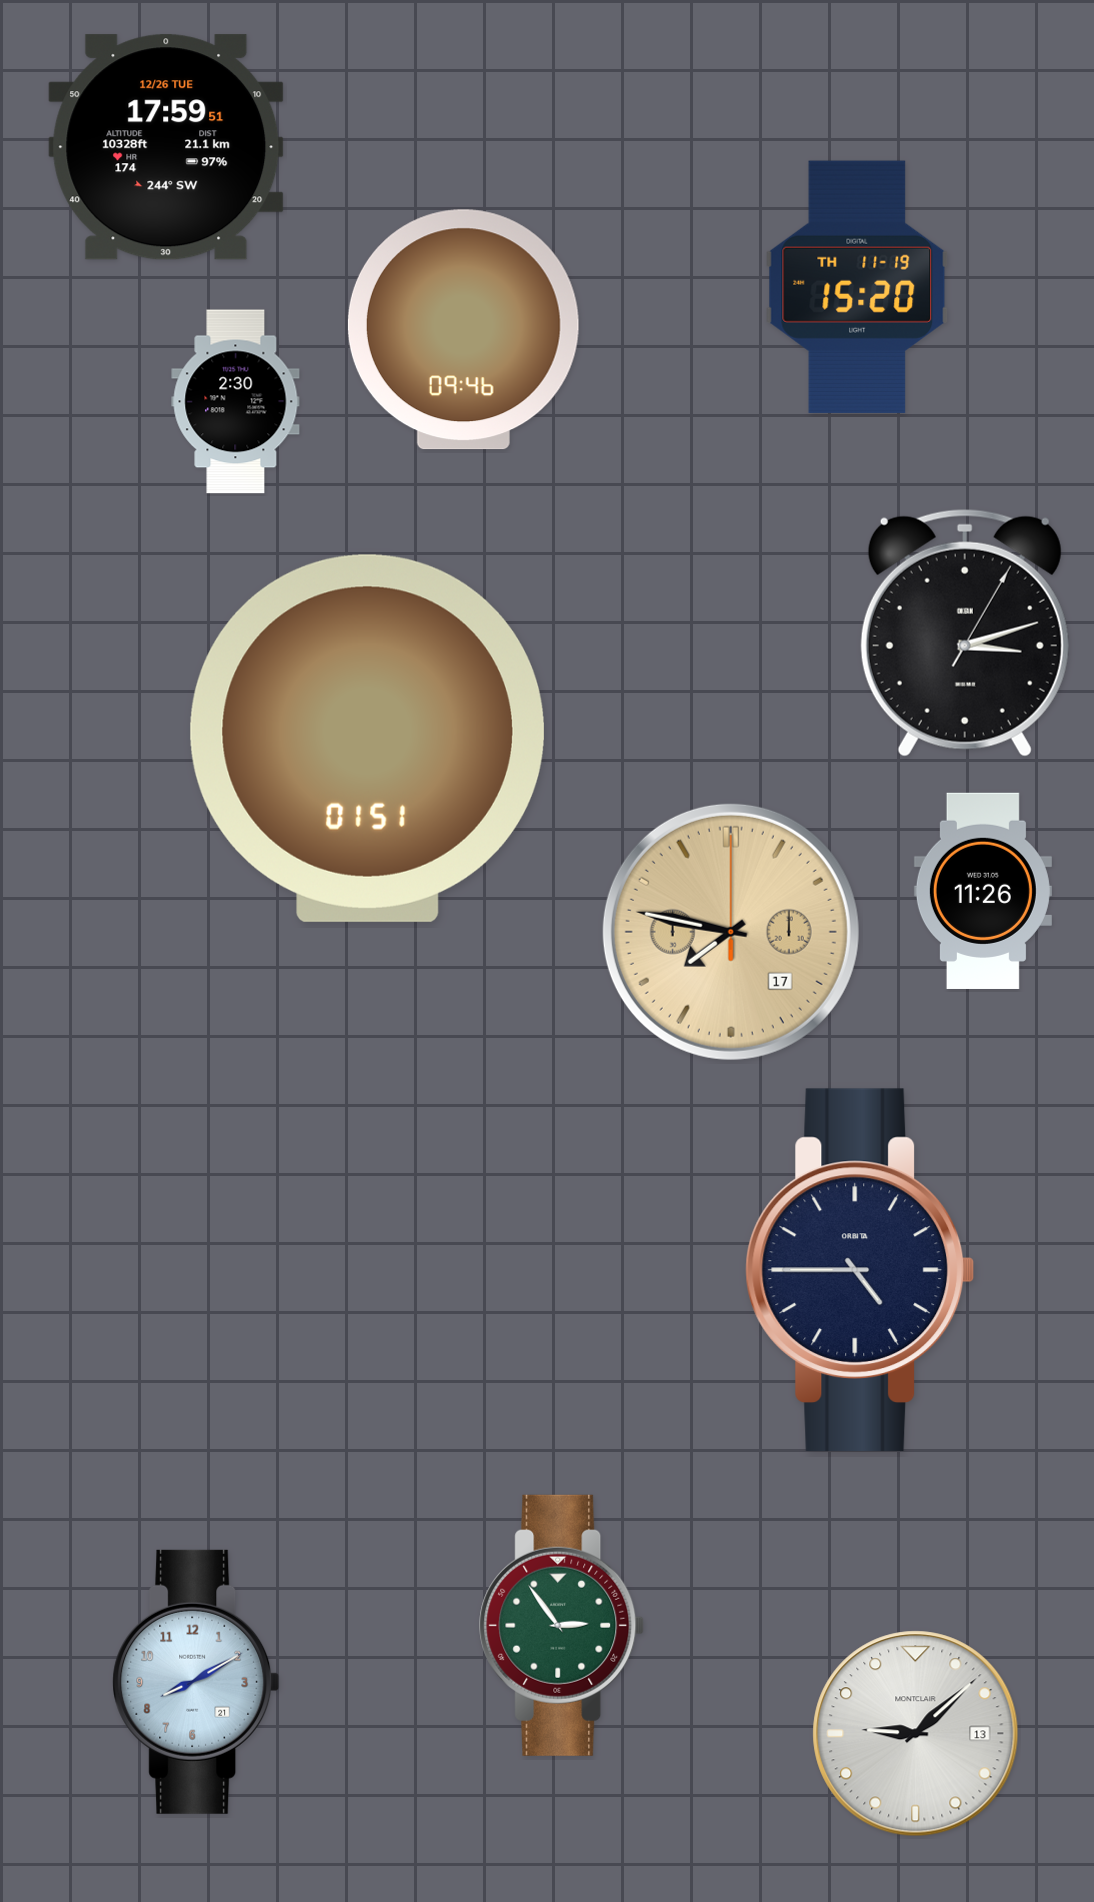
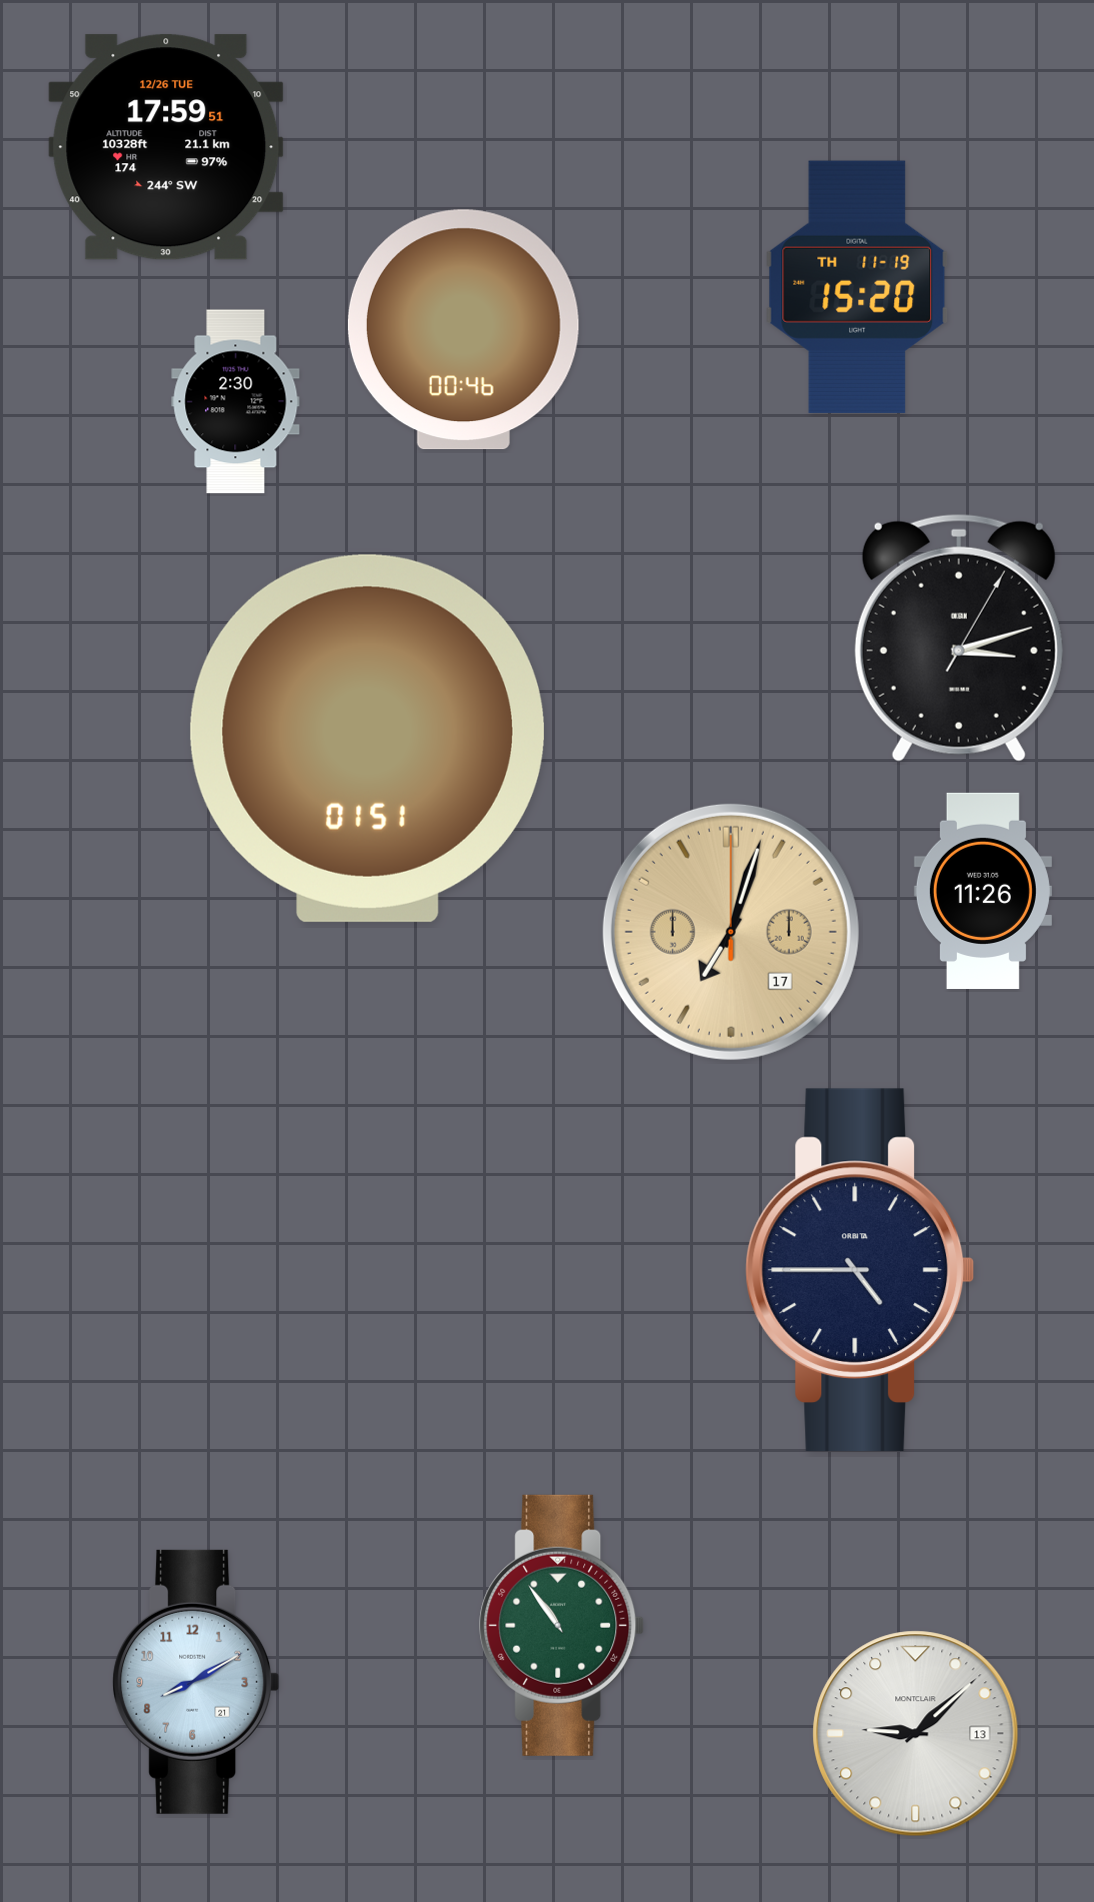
clock at (463, 330): 09:46 -> 00:46
clock at (965, 633) position: (965, 633) -> (959, 638)
clock at (731, 932): 7:47 -> 7:03
clock at (562, 1625): 2:54 -> 10:54
